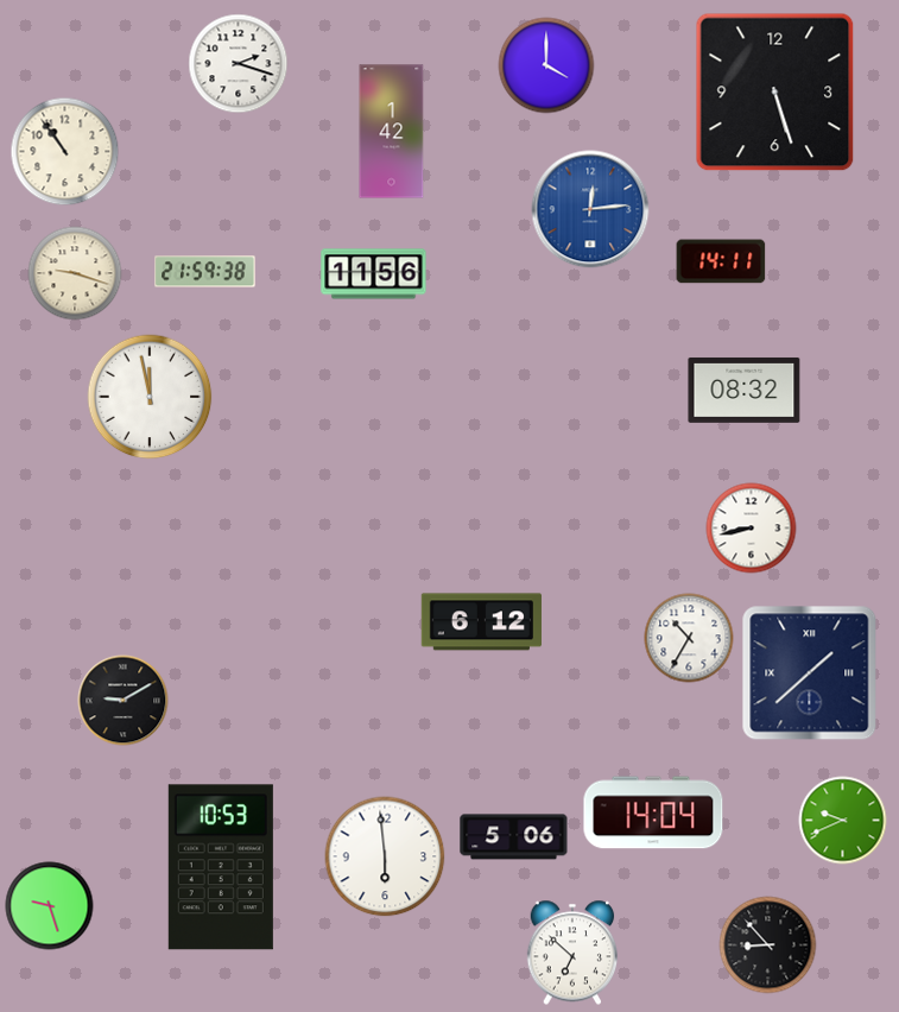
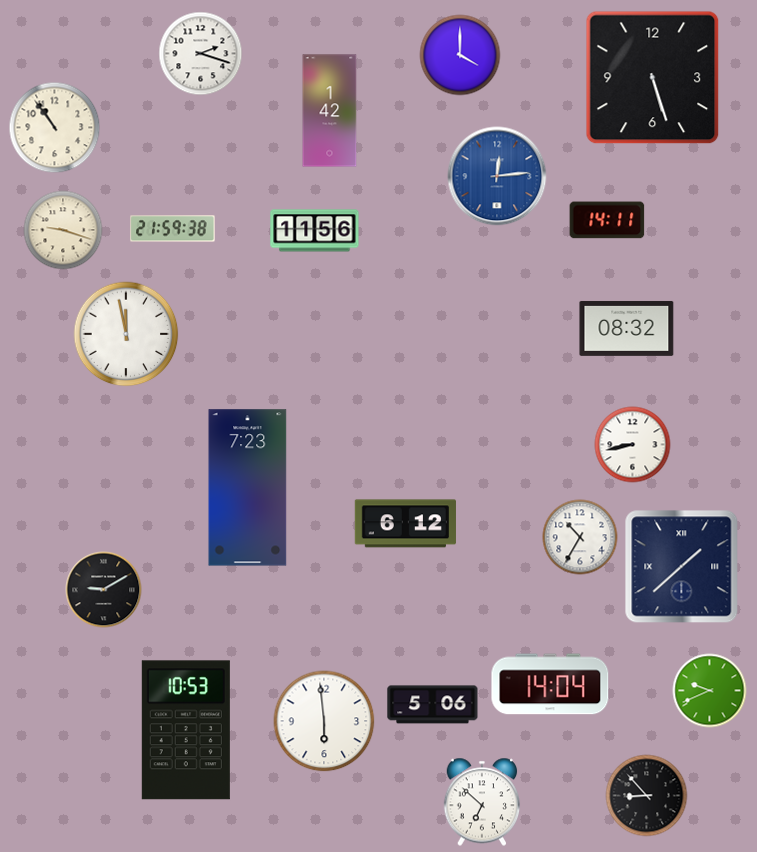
clock at (248, 488): none -> 7:23
clock at (50, 906): 9:27 -> none
